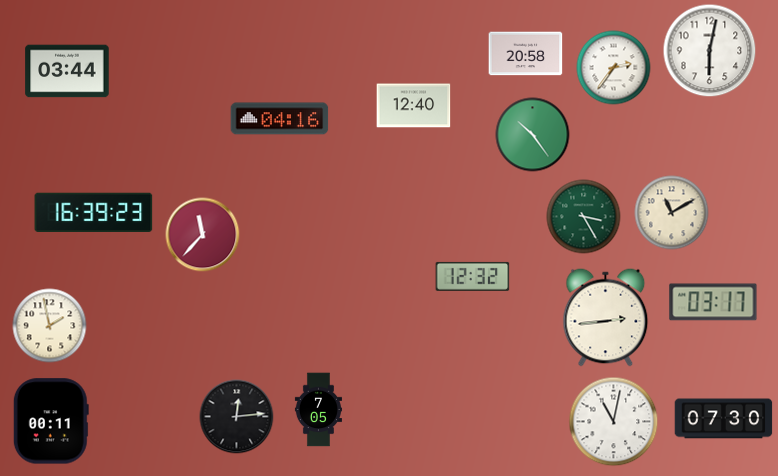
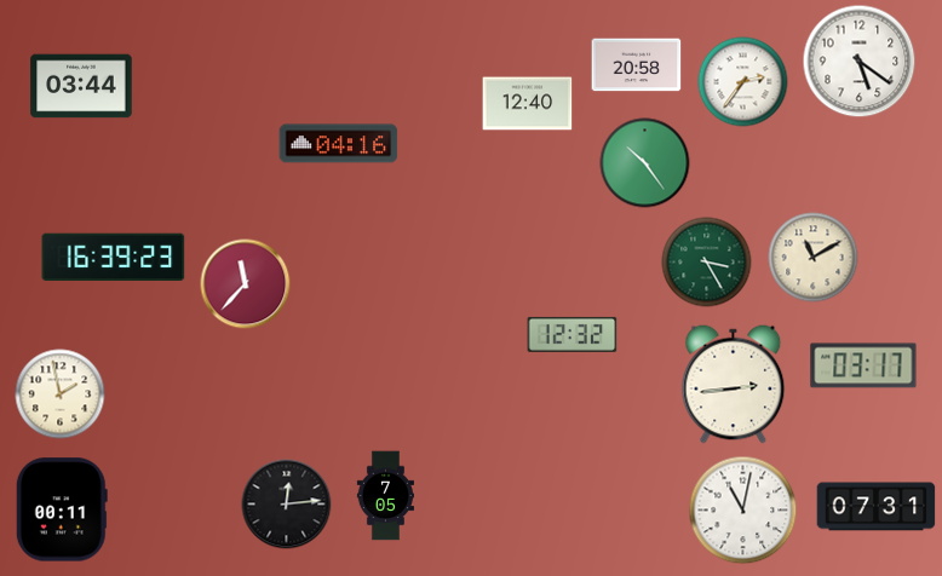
clock at (710, 51): 6:02 -> 5:21
clock at (414, 106) position: (414, 106) -> (528, 104)
clock at (724, 419): 07:30 -> 07:31
